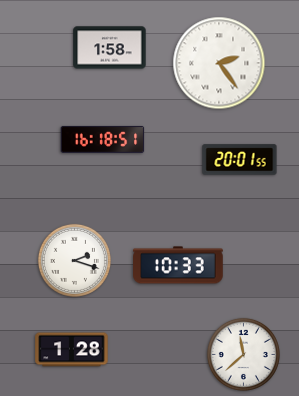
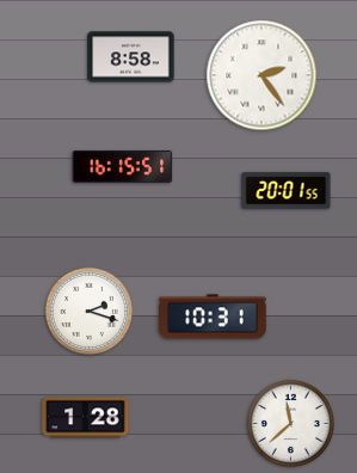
clock at (110, 48): 1:58 -> 8:58
clock at (103, 139): 16:18 -> 16:15
clock at (178, 265): 10:33 -> 10:31
